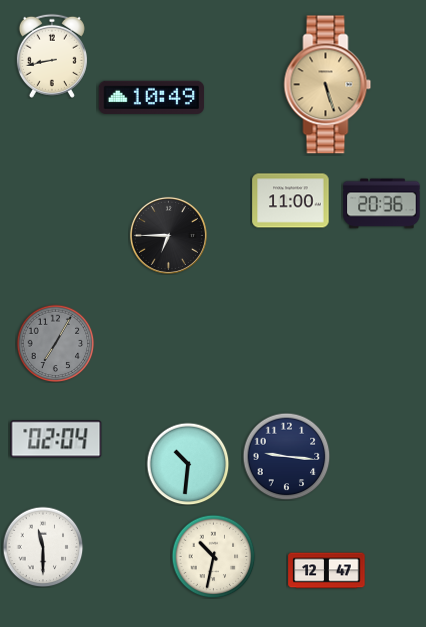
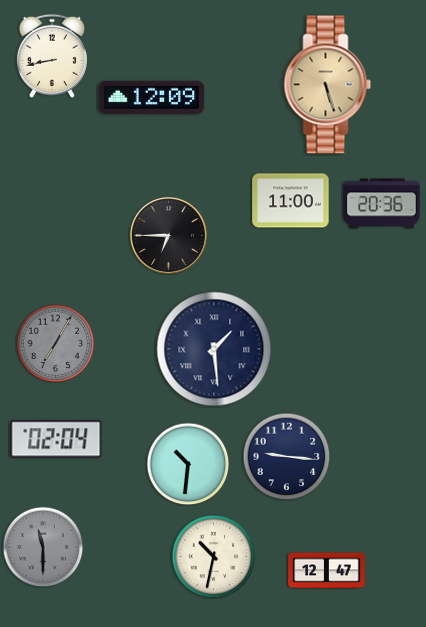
clock at (152, 97): 10:49 -> 12:09
clock at (214, 349): none -> 1:29
clock at (43, 547) dial: white -> grey
